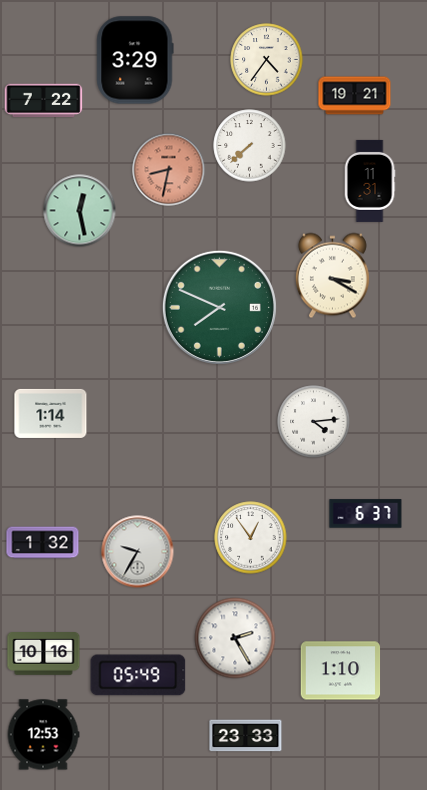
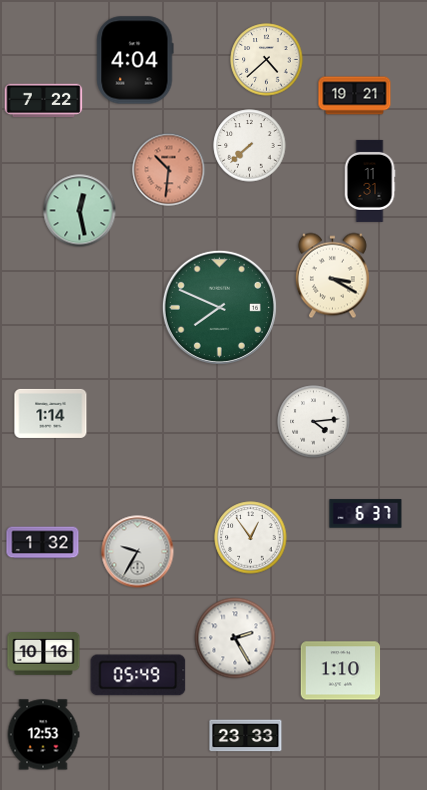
clock at (135, 60): 3:29 -> 4:04
clock at (267, 60): 4:36 -> 4:38
clock at (169, 170): 8:32 -> 10:31
